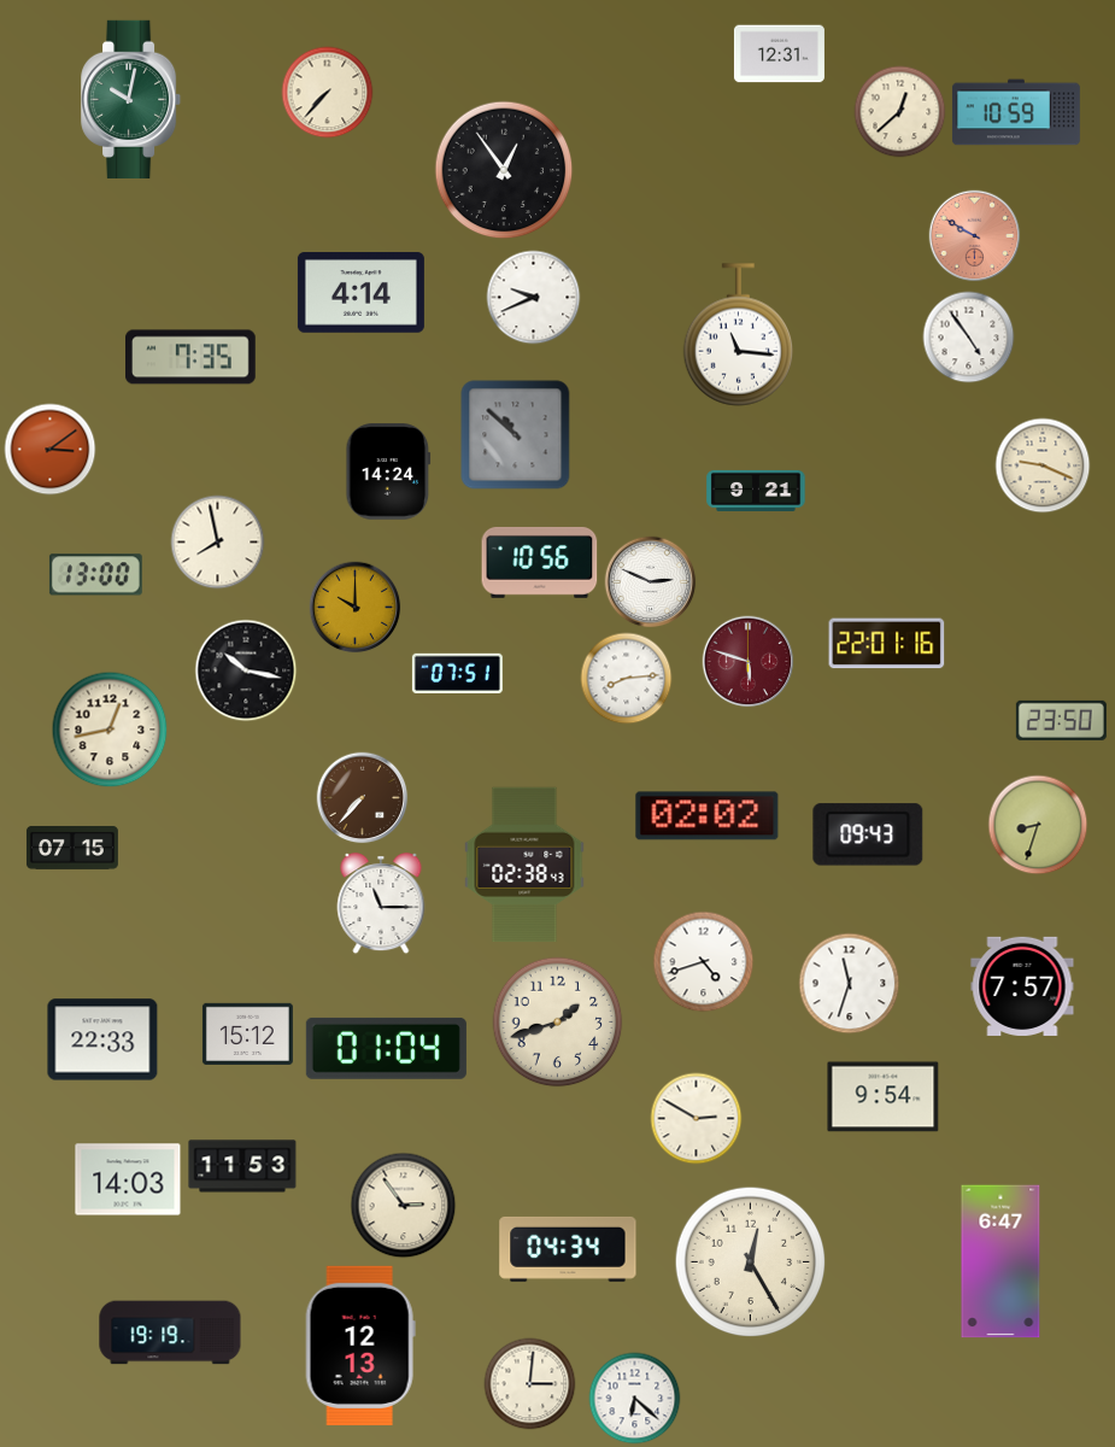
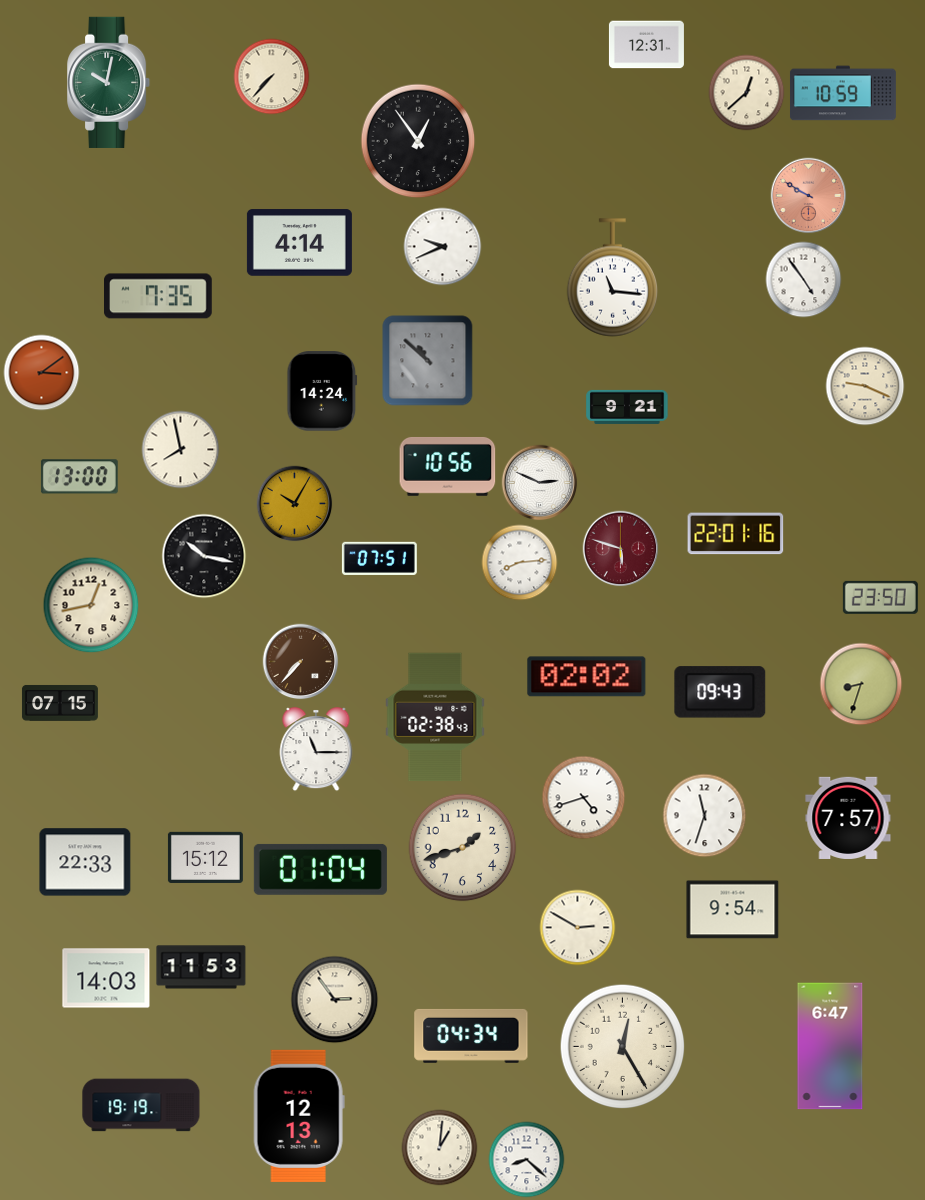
clock at (356, 608): 10:00 -> 10:05
clock at (530, 1384): 3:01 -> 1:01
clock at (635, 1399): 6:22 -> 8:22
